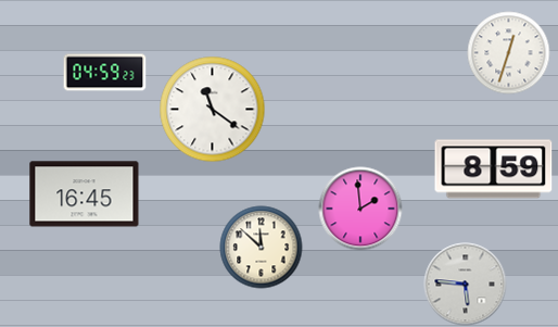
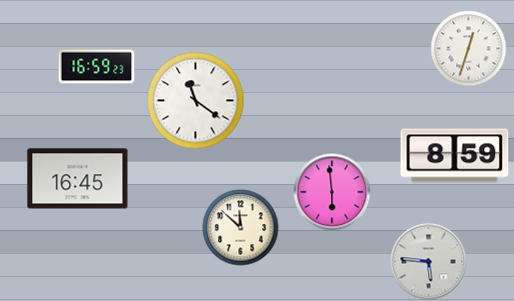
clock at (105, 73): 04:59 -> 16:59
clock at (360, 209): 1:59 -> 5:59
